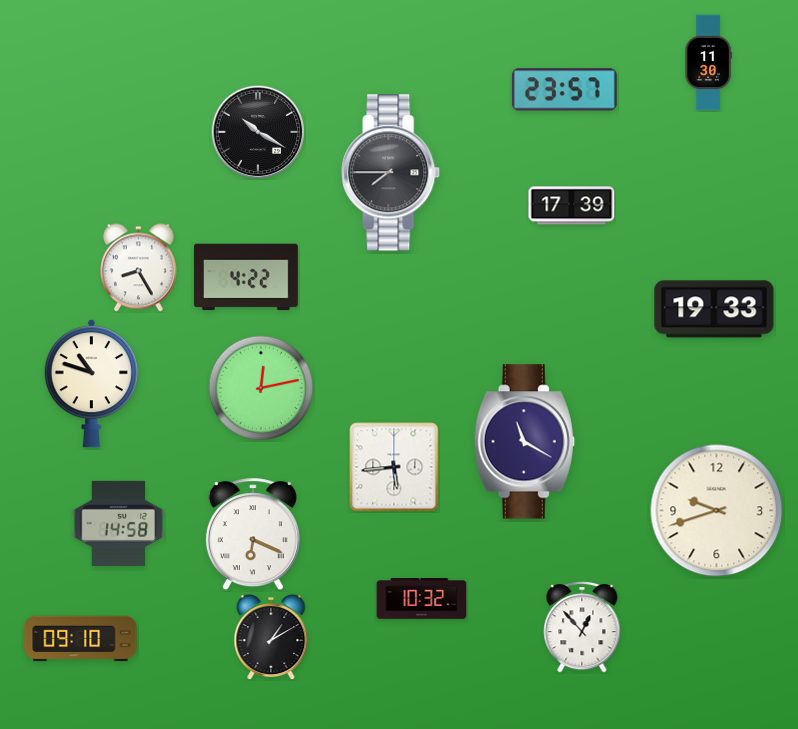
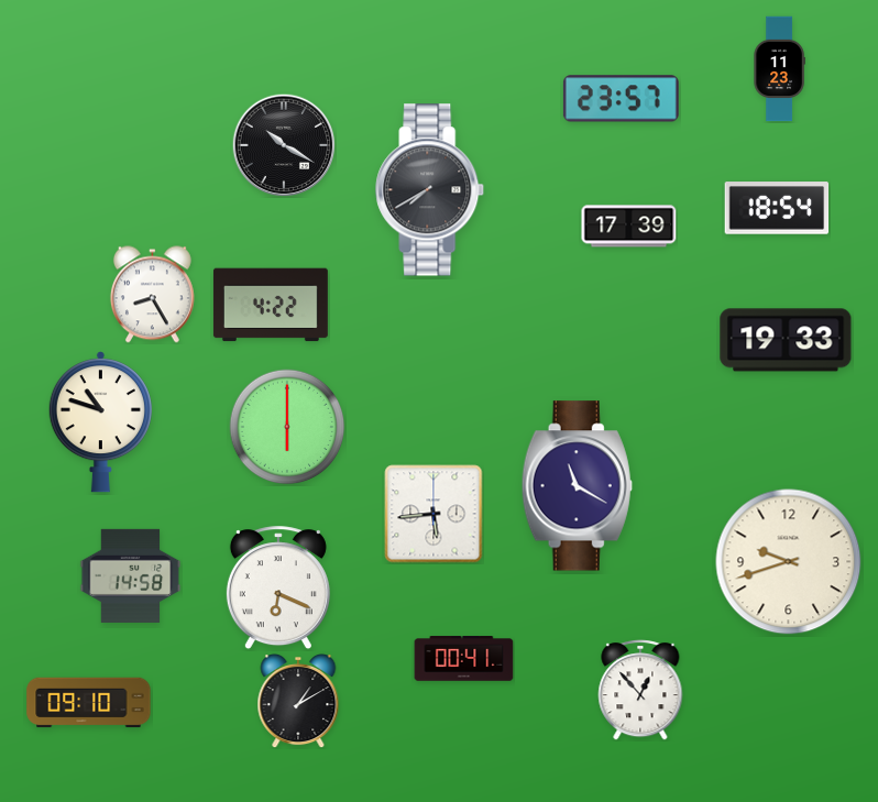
clock at (708, 63): 11:30 -> 11:23
clock at (391, 173): 7:45 -> 7:40
clock at (777, 208): none -> 18:54
clock at (261, 388): 12:13 -> 6:00
clock at (422, 599): 10:32 -> 00:41
